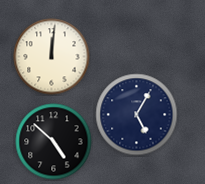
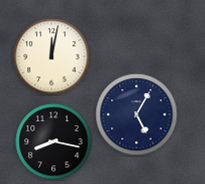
clock at (52, 57): 12:01 -> 12:02
clock at (54, 142): 4:52 -> 8:17
